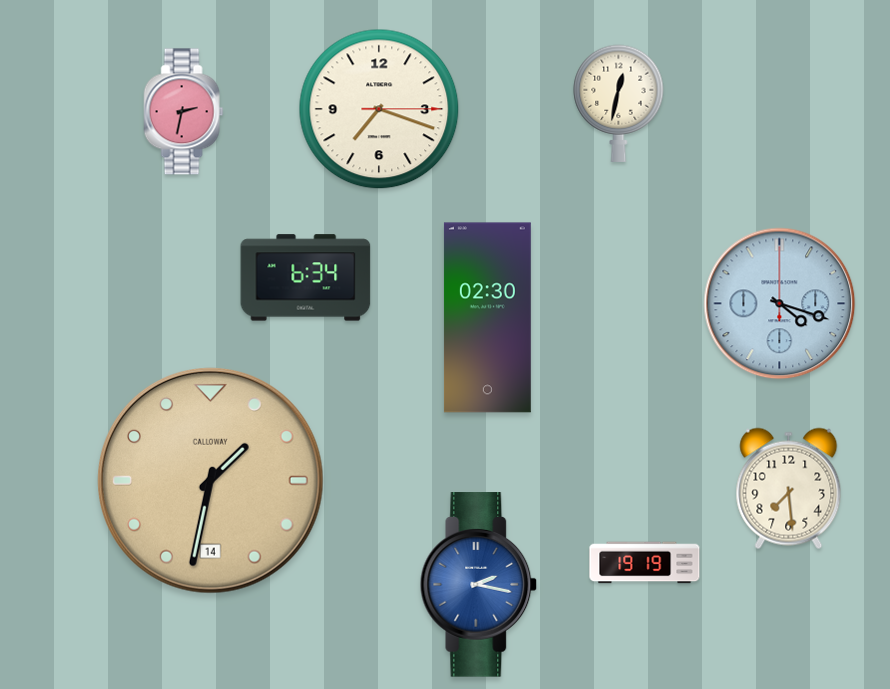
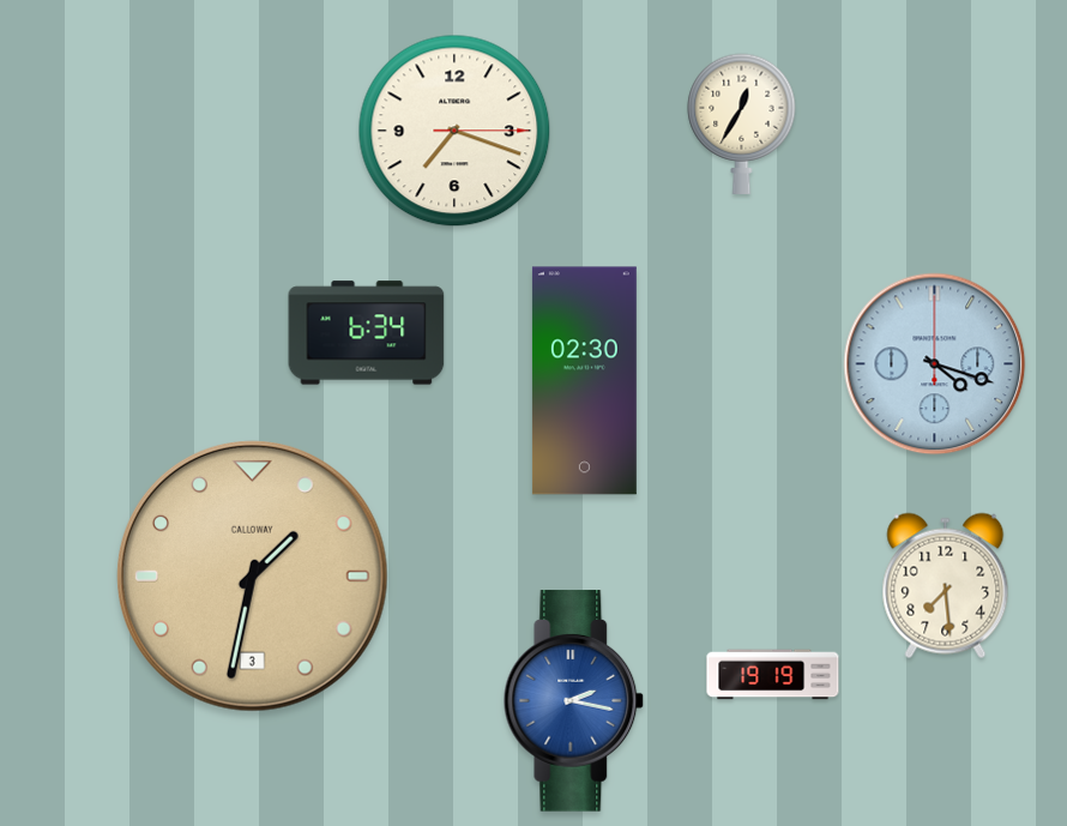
clock at (619, 103): 12:32 -> 12:35
clock at (184, 112): 2:32 -> none
clock at (211, 481) date: 14 -> 3
